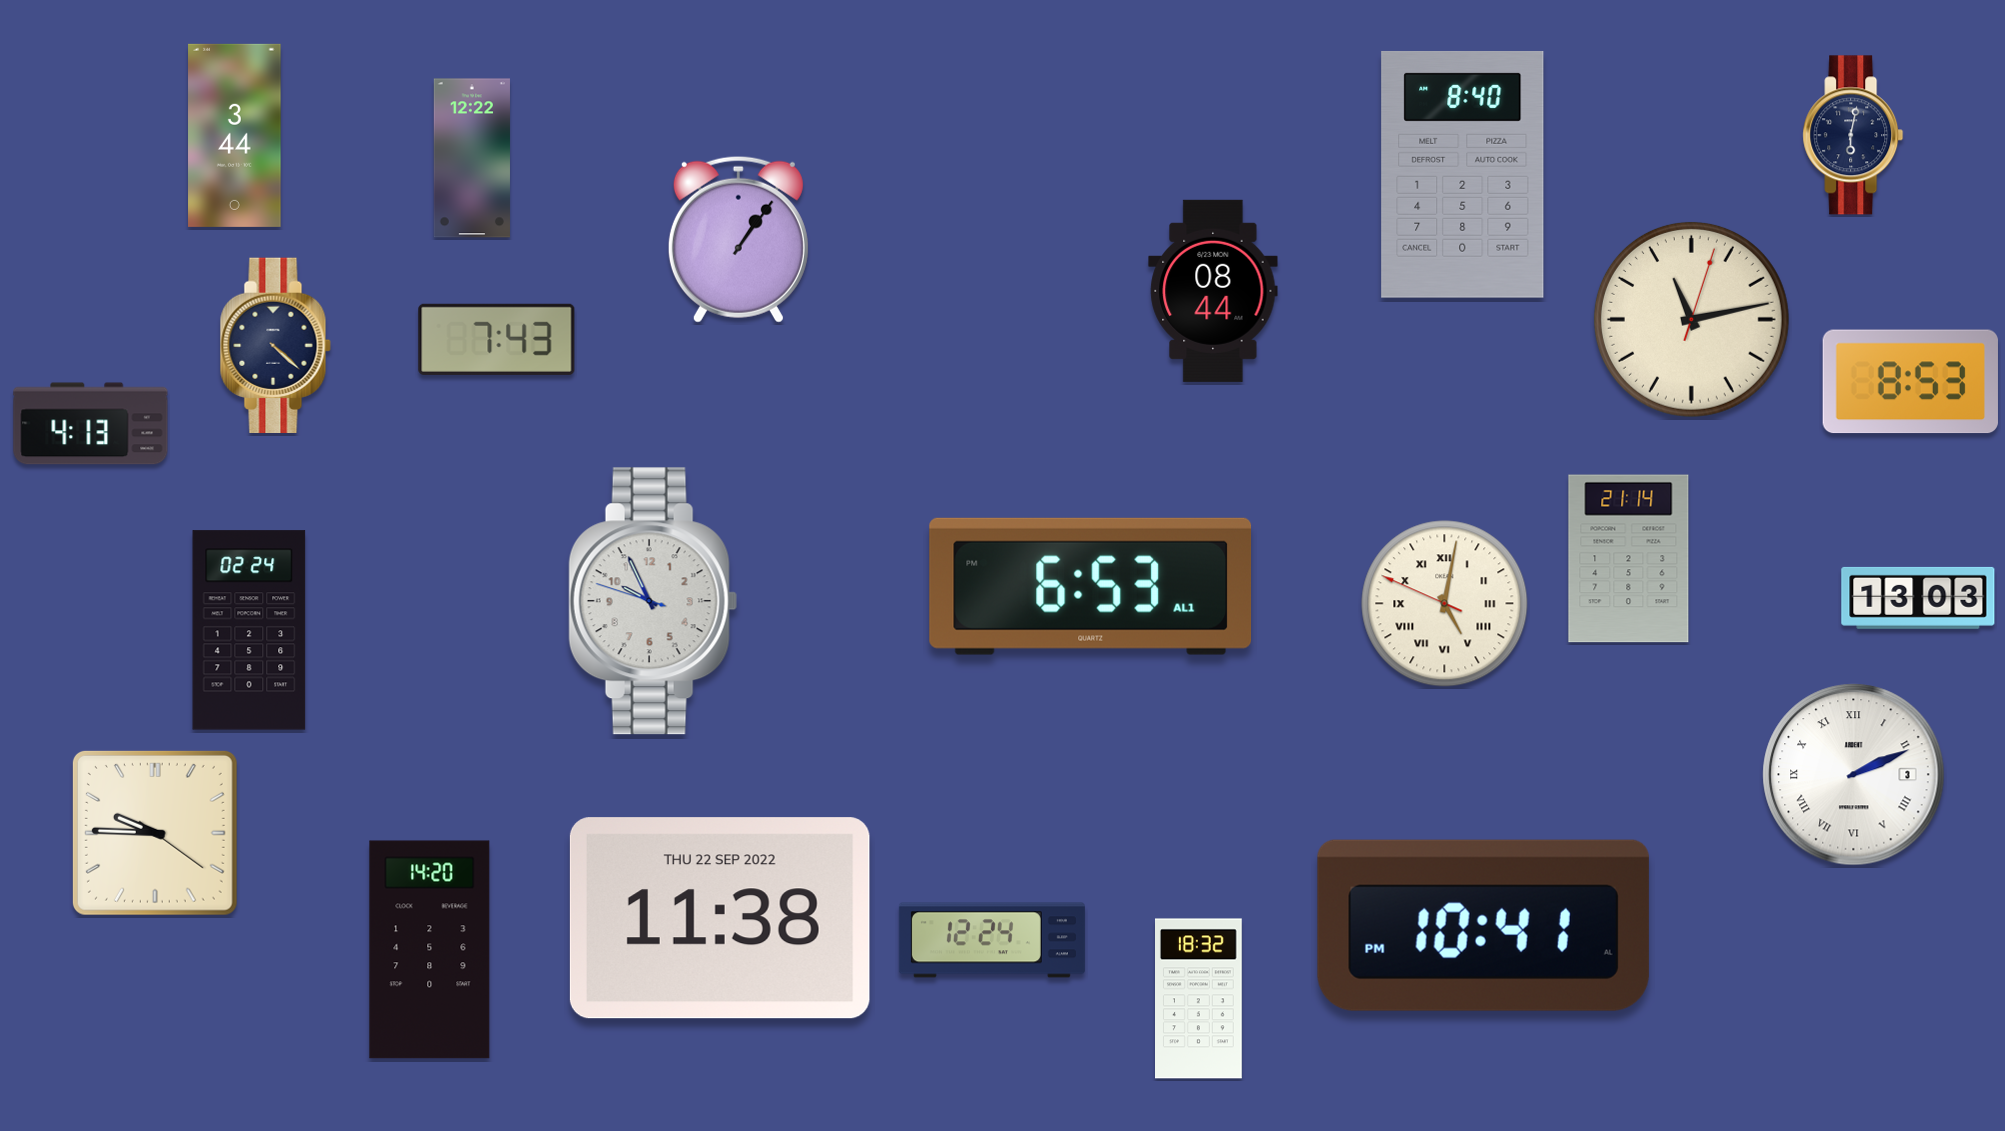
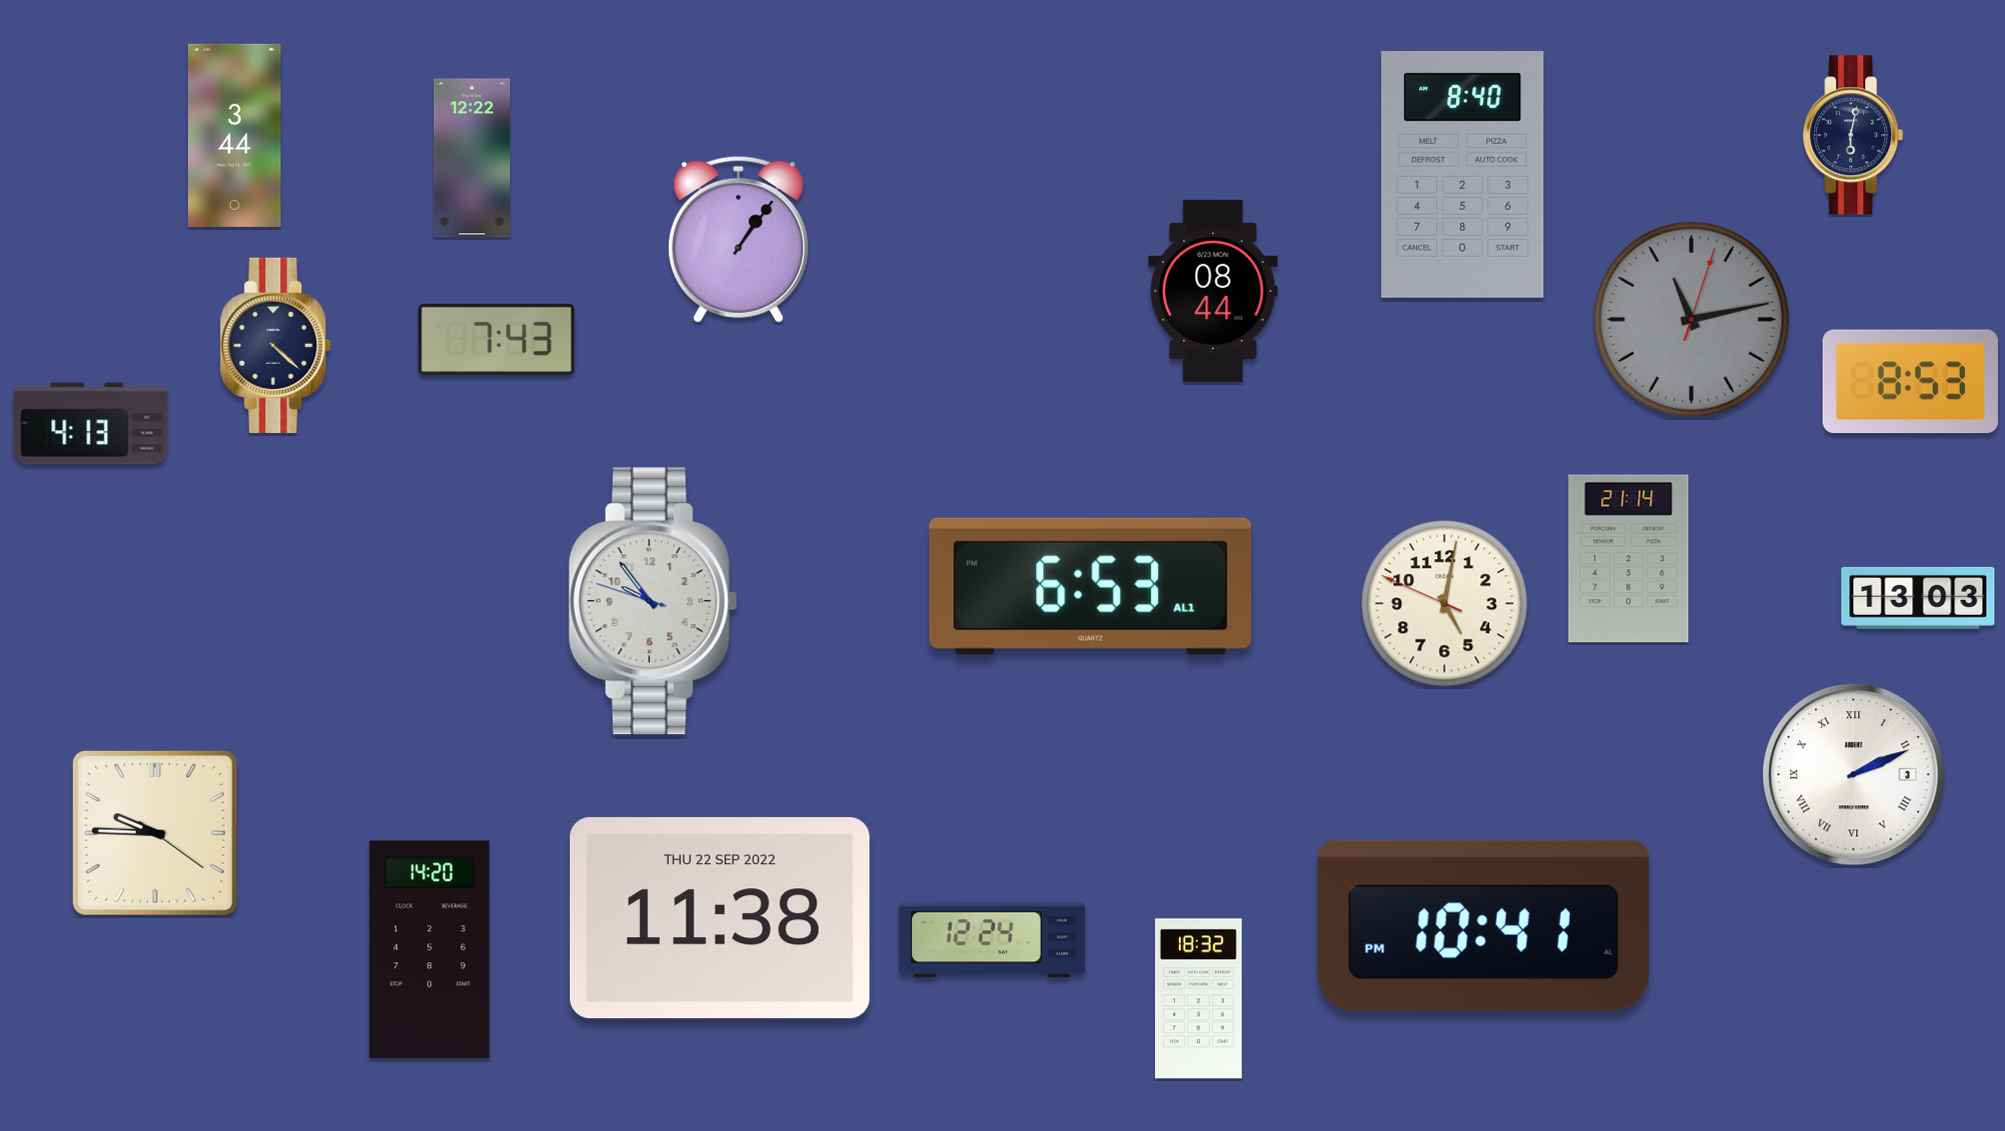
clock at (1691, 319) dial: cream -> grey
clock at (653, 601): 9:55 -> 9:53
clock at (1445, 604) numerals: Roman -> Arabic
clock at (249, 630): 02:24 -> none
